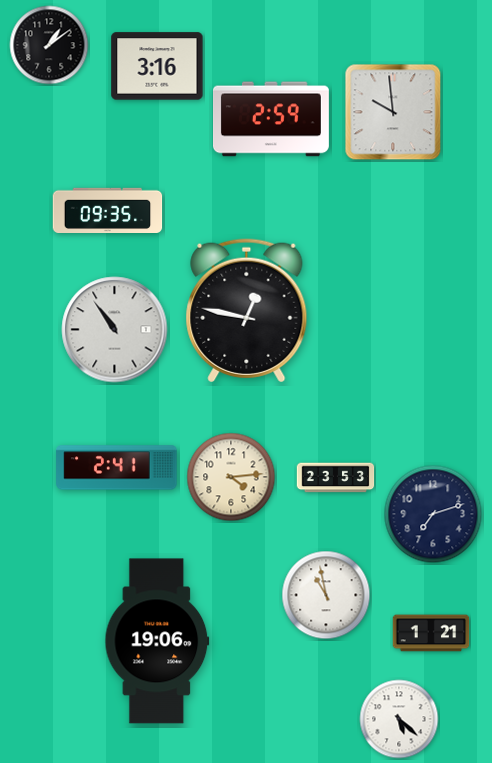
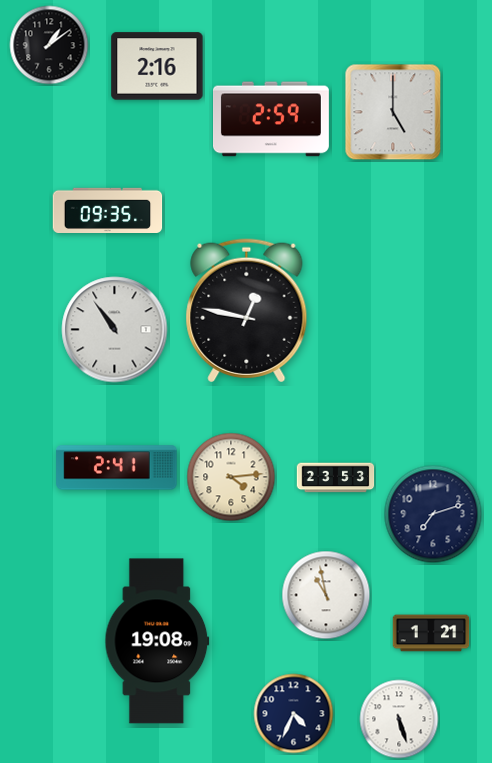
clock at (157, 66): 3:16 -> 2:16
clock at (393, 112): 9:59 -> 5:00
clock at (157, 641): 19:06 -> 19:08
clock at (294, 714): none -> 4:34
clock at (399, 719): 5:22 -> 5:27
